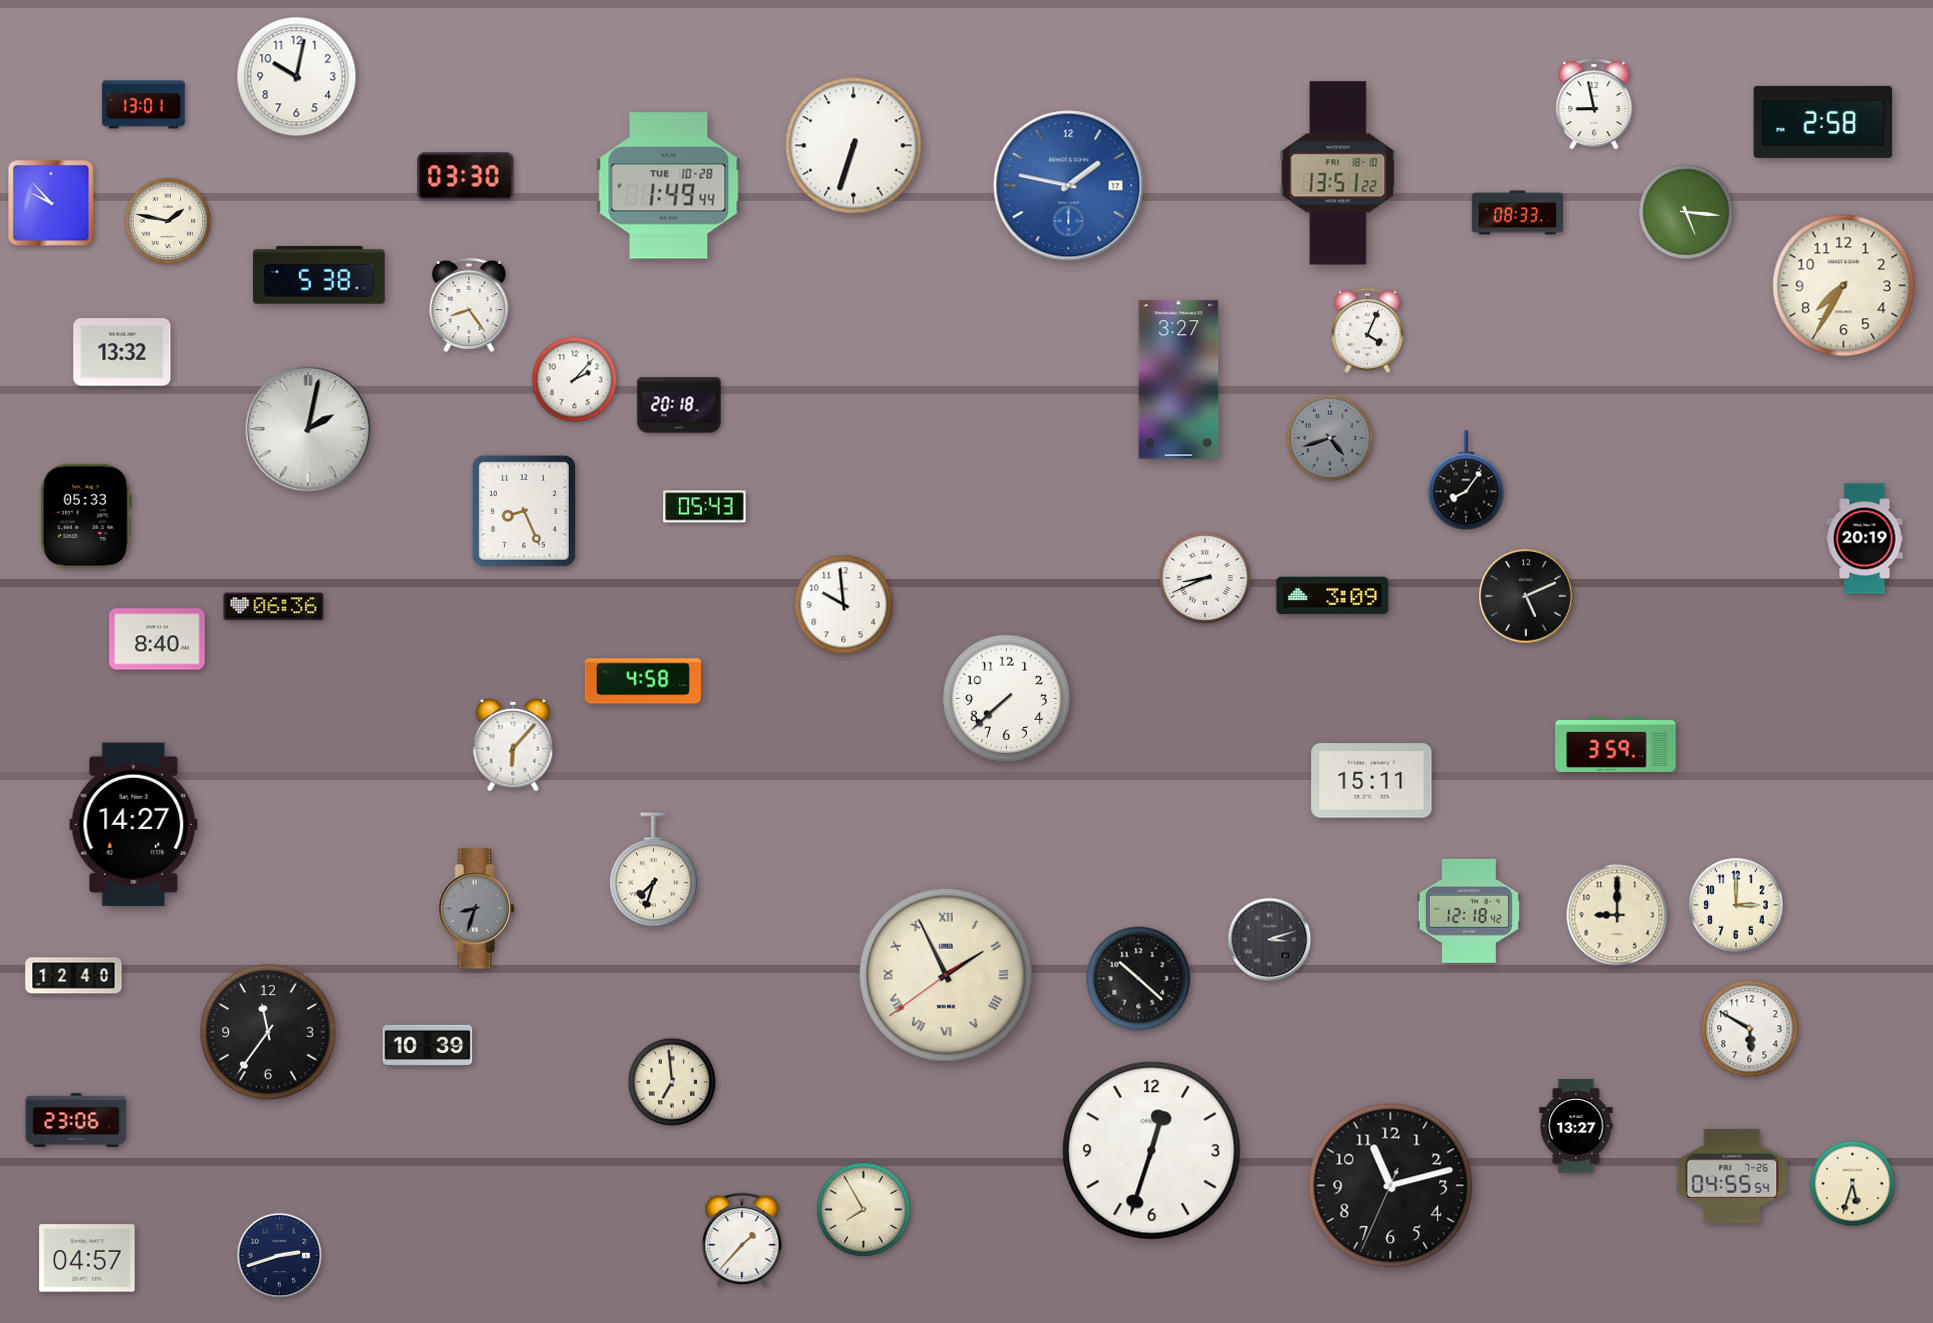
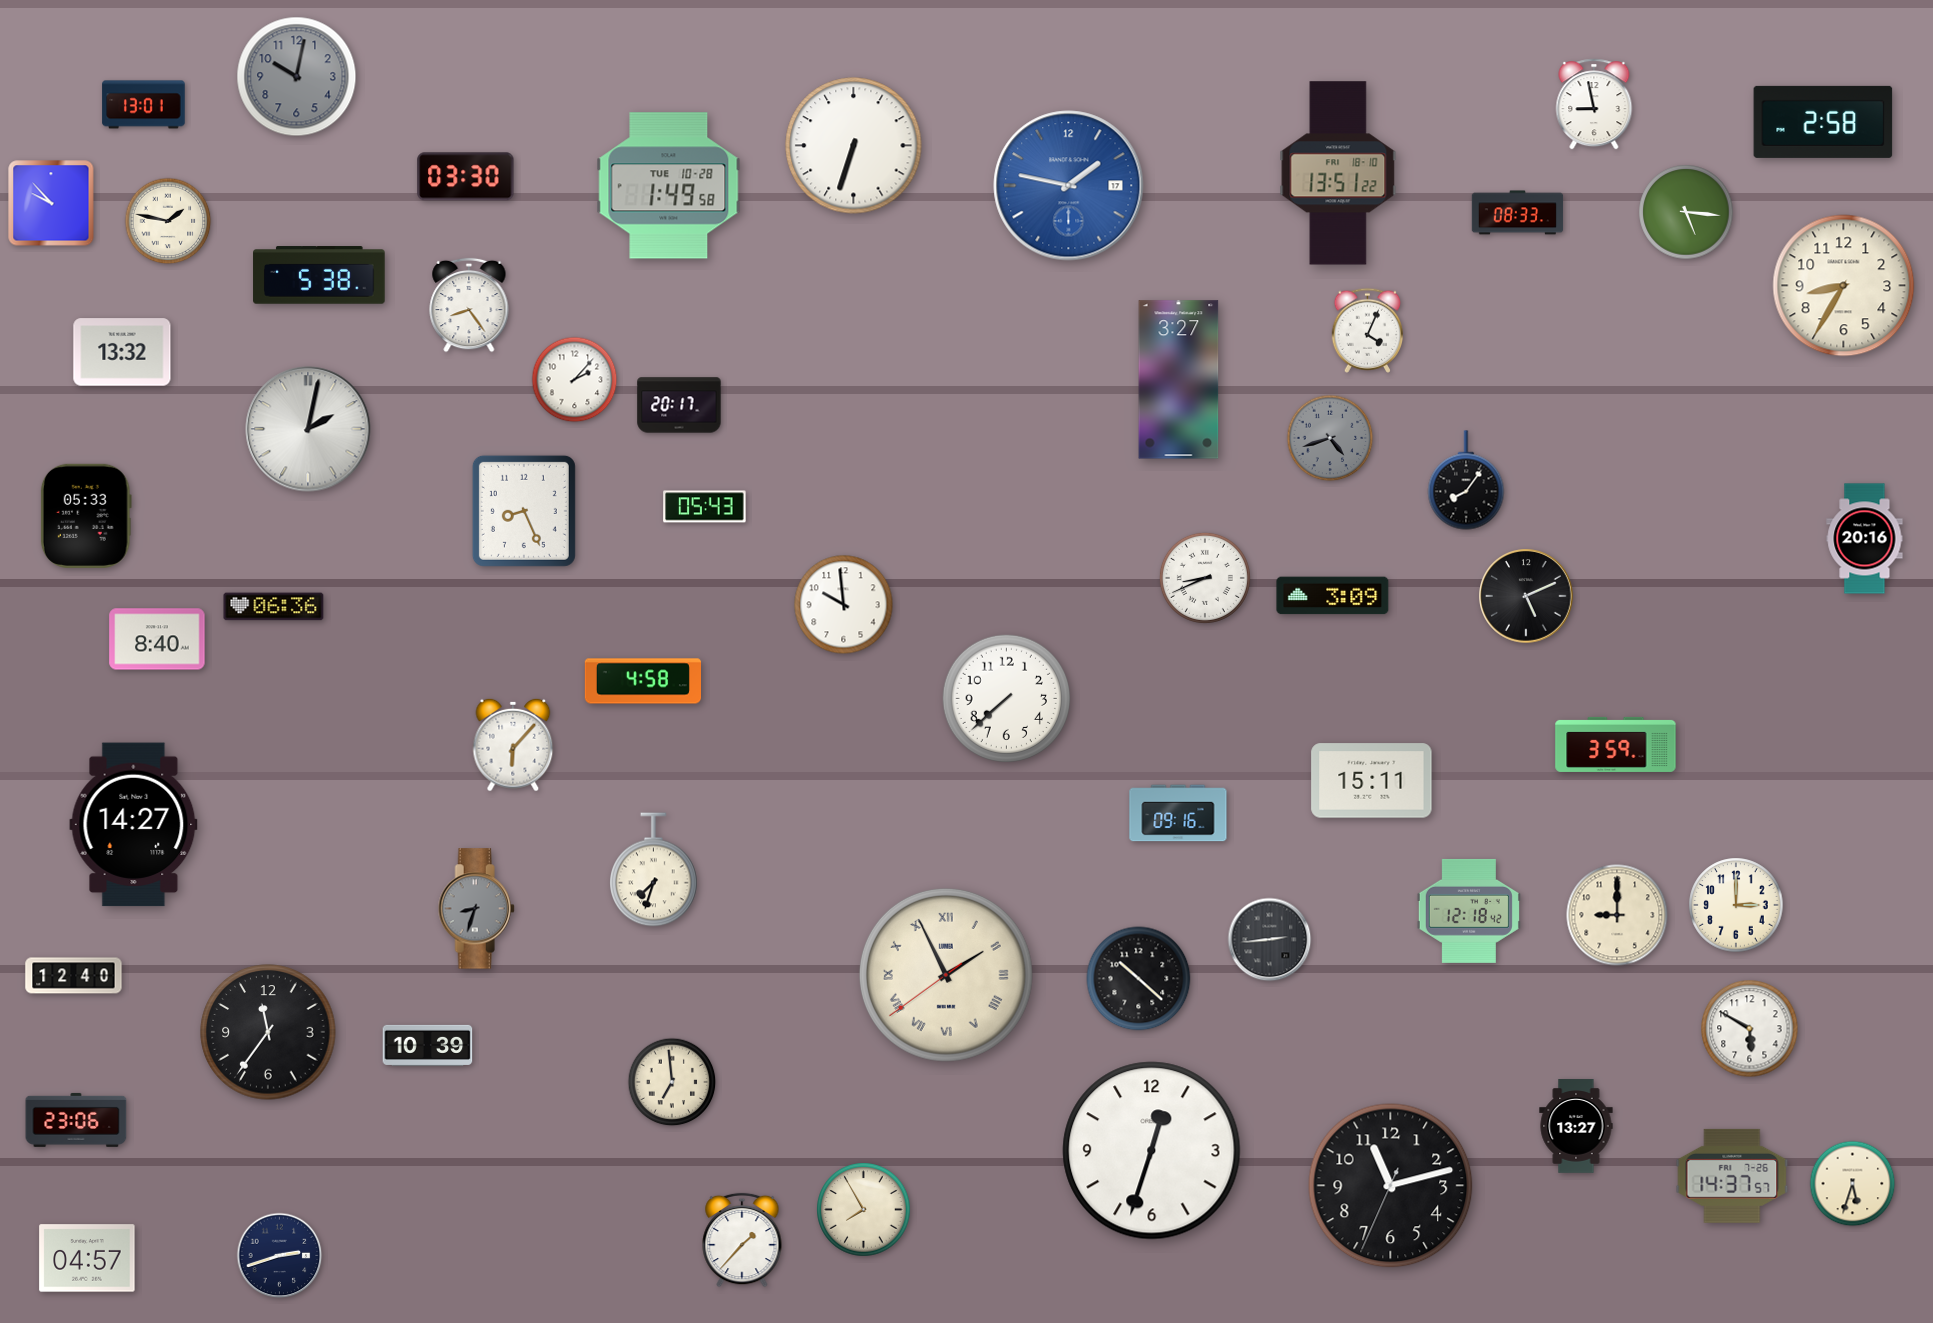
clock at (297, 77) dial: white -> grey
clock at (669, 186): 1:49:44 -> 1:49:58
clock at (1844, 286): 7:35 -> 8:35
clock at (679, 405): 20:18 -> 20:17
clock at (1865, 539): 20:19 -> 20:16
clock at (1178, 813): none -> 09:16
clock at (1270, 940): 3:12 -> 2:44
clock at (1732, 1176): 04:55 -> 14:37
